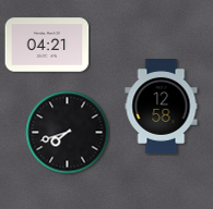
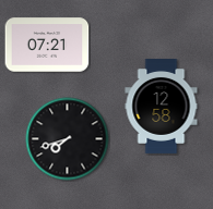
clock at (47, 45): 04:21 -> 07:21
clock at (68, 133) position: (68, 133) -> (68, 139)
